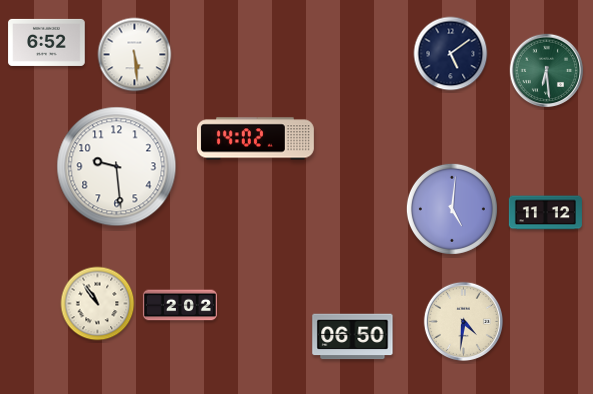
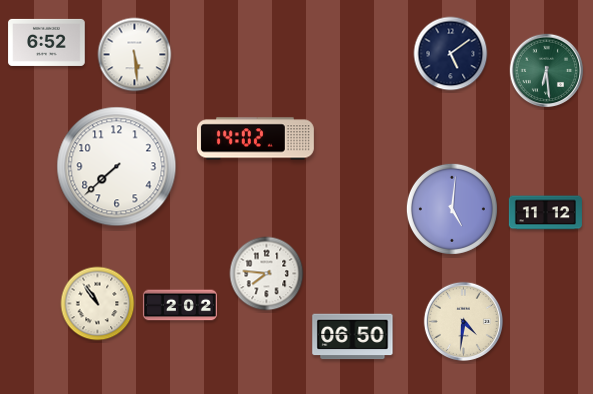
clock at (117, 167): 9:29 -> 7:38
clock at (267, 274): none -> 7:46
